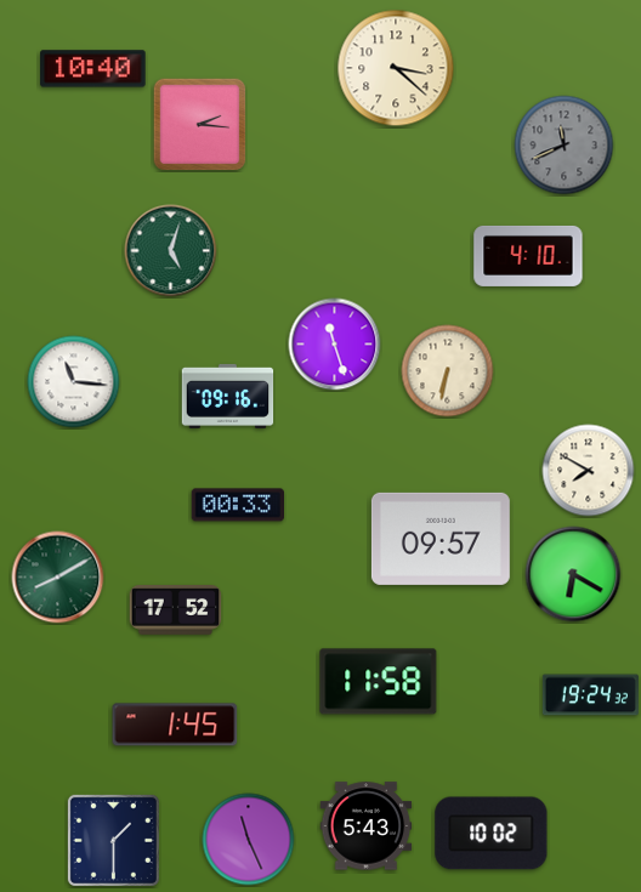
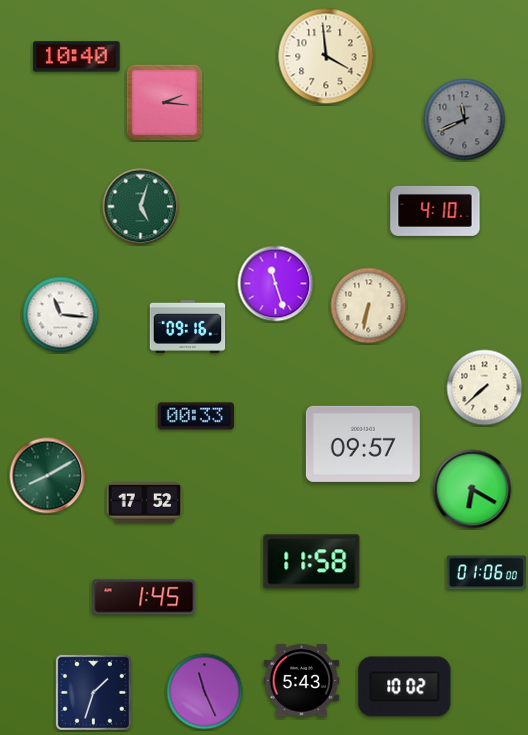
clock at (396, 68): 3:22 -> 3:59
clock at (589, 471): 7:50 -> 7:38
clock at (573, 574) position: (573, 574) -> (472, 489)
clock at (590, 695): 19:24 -> 01:06
clock at (113, 840): 1:30 -> 1:33
